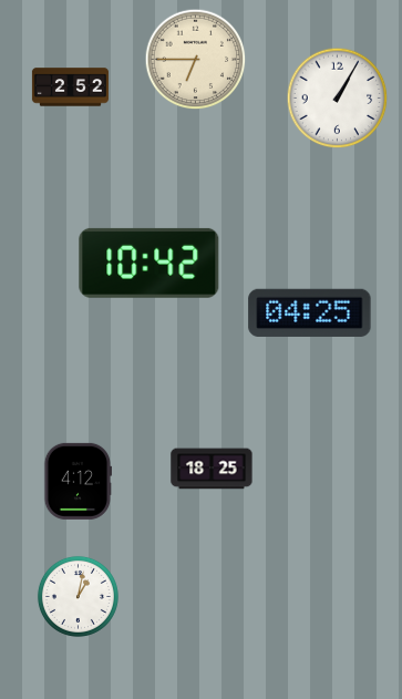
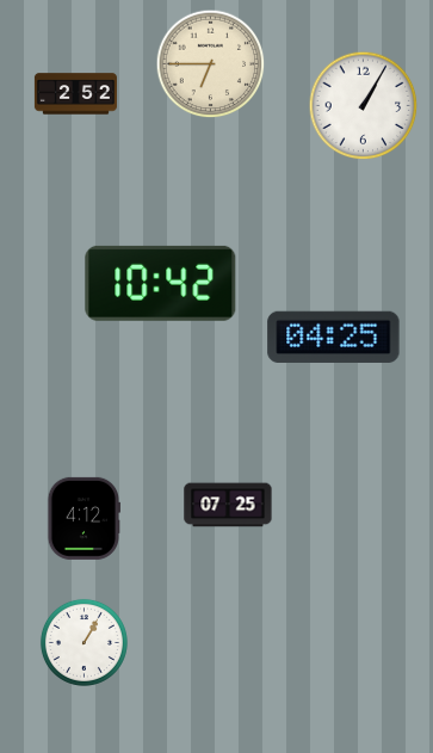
clock at (212, 469): 18:25 -> 07:25
clock at (78, 596): 1:02 -> 1:05
